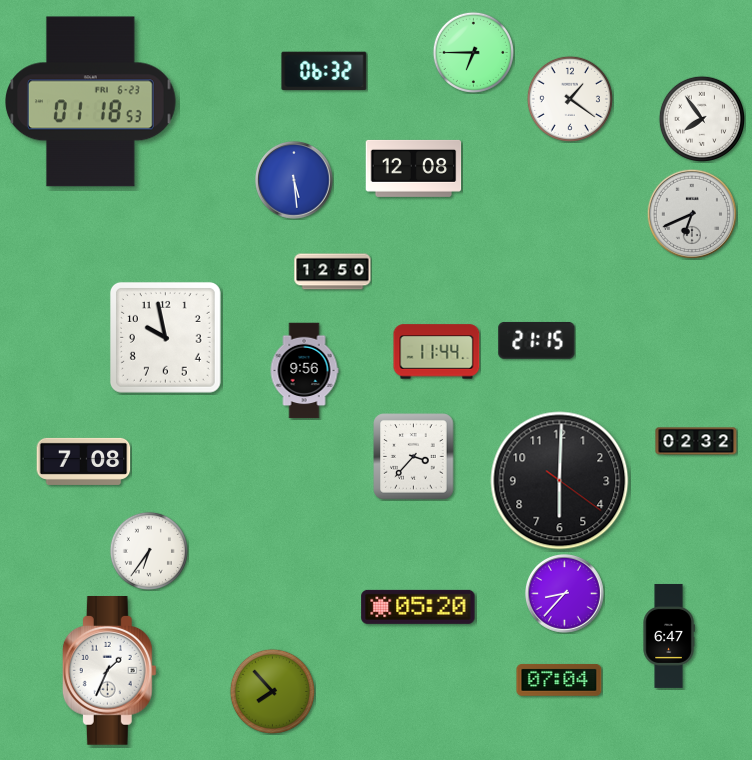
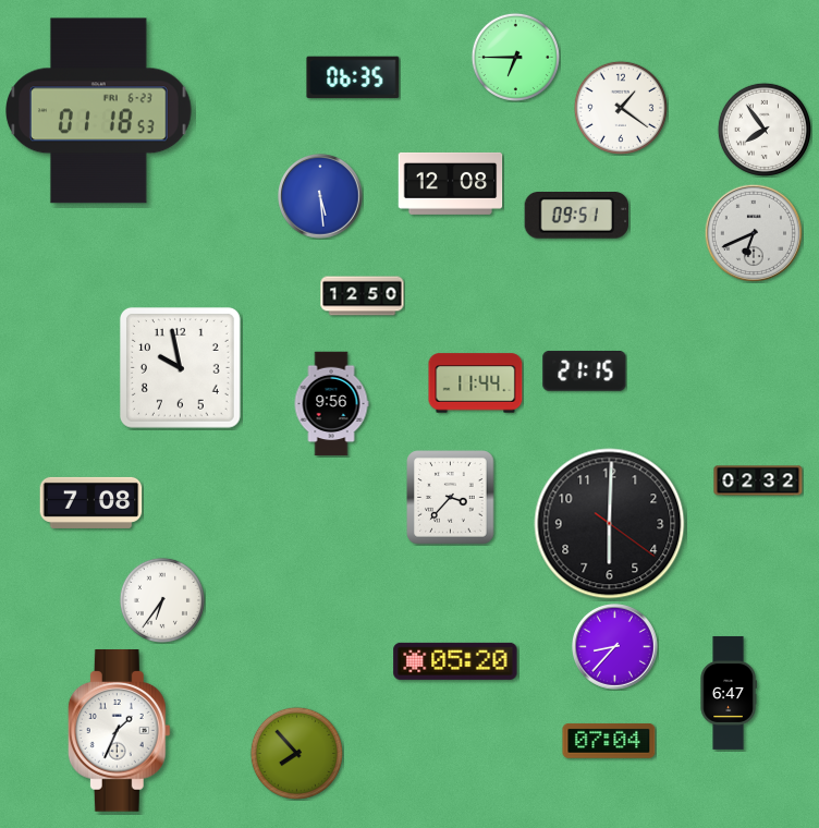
clock at (324, 71): 06:32 -> 06:35
clock at (576, 216): none -> 09:51
